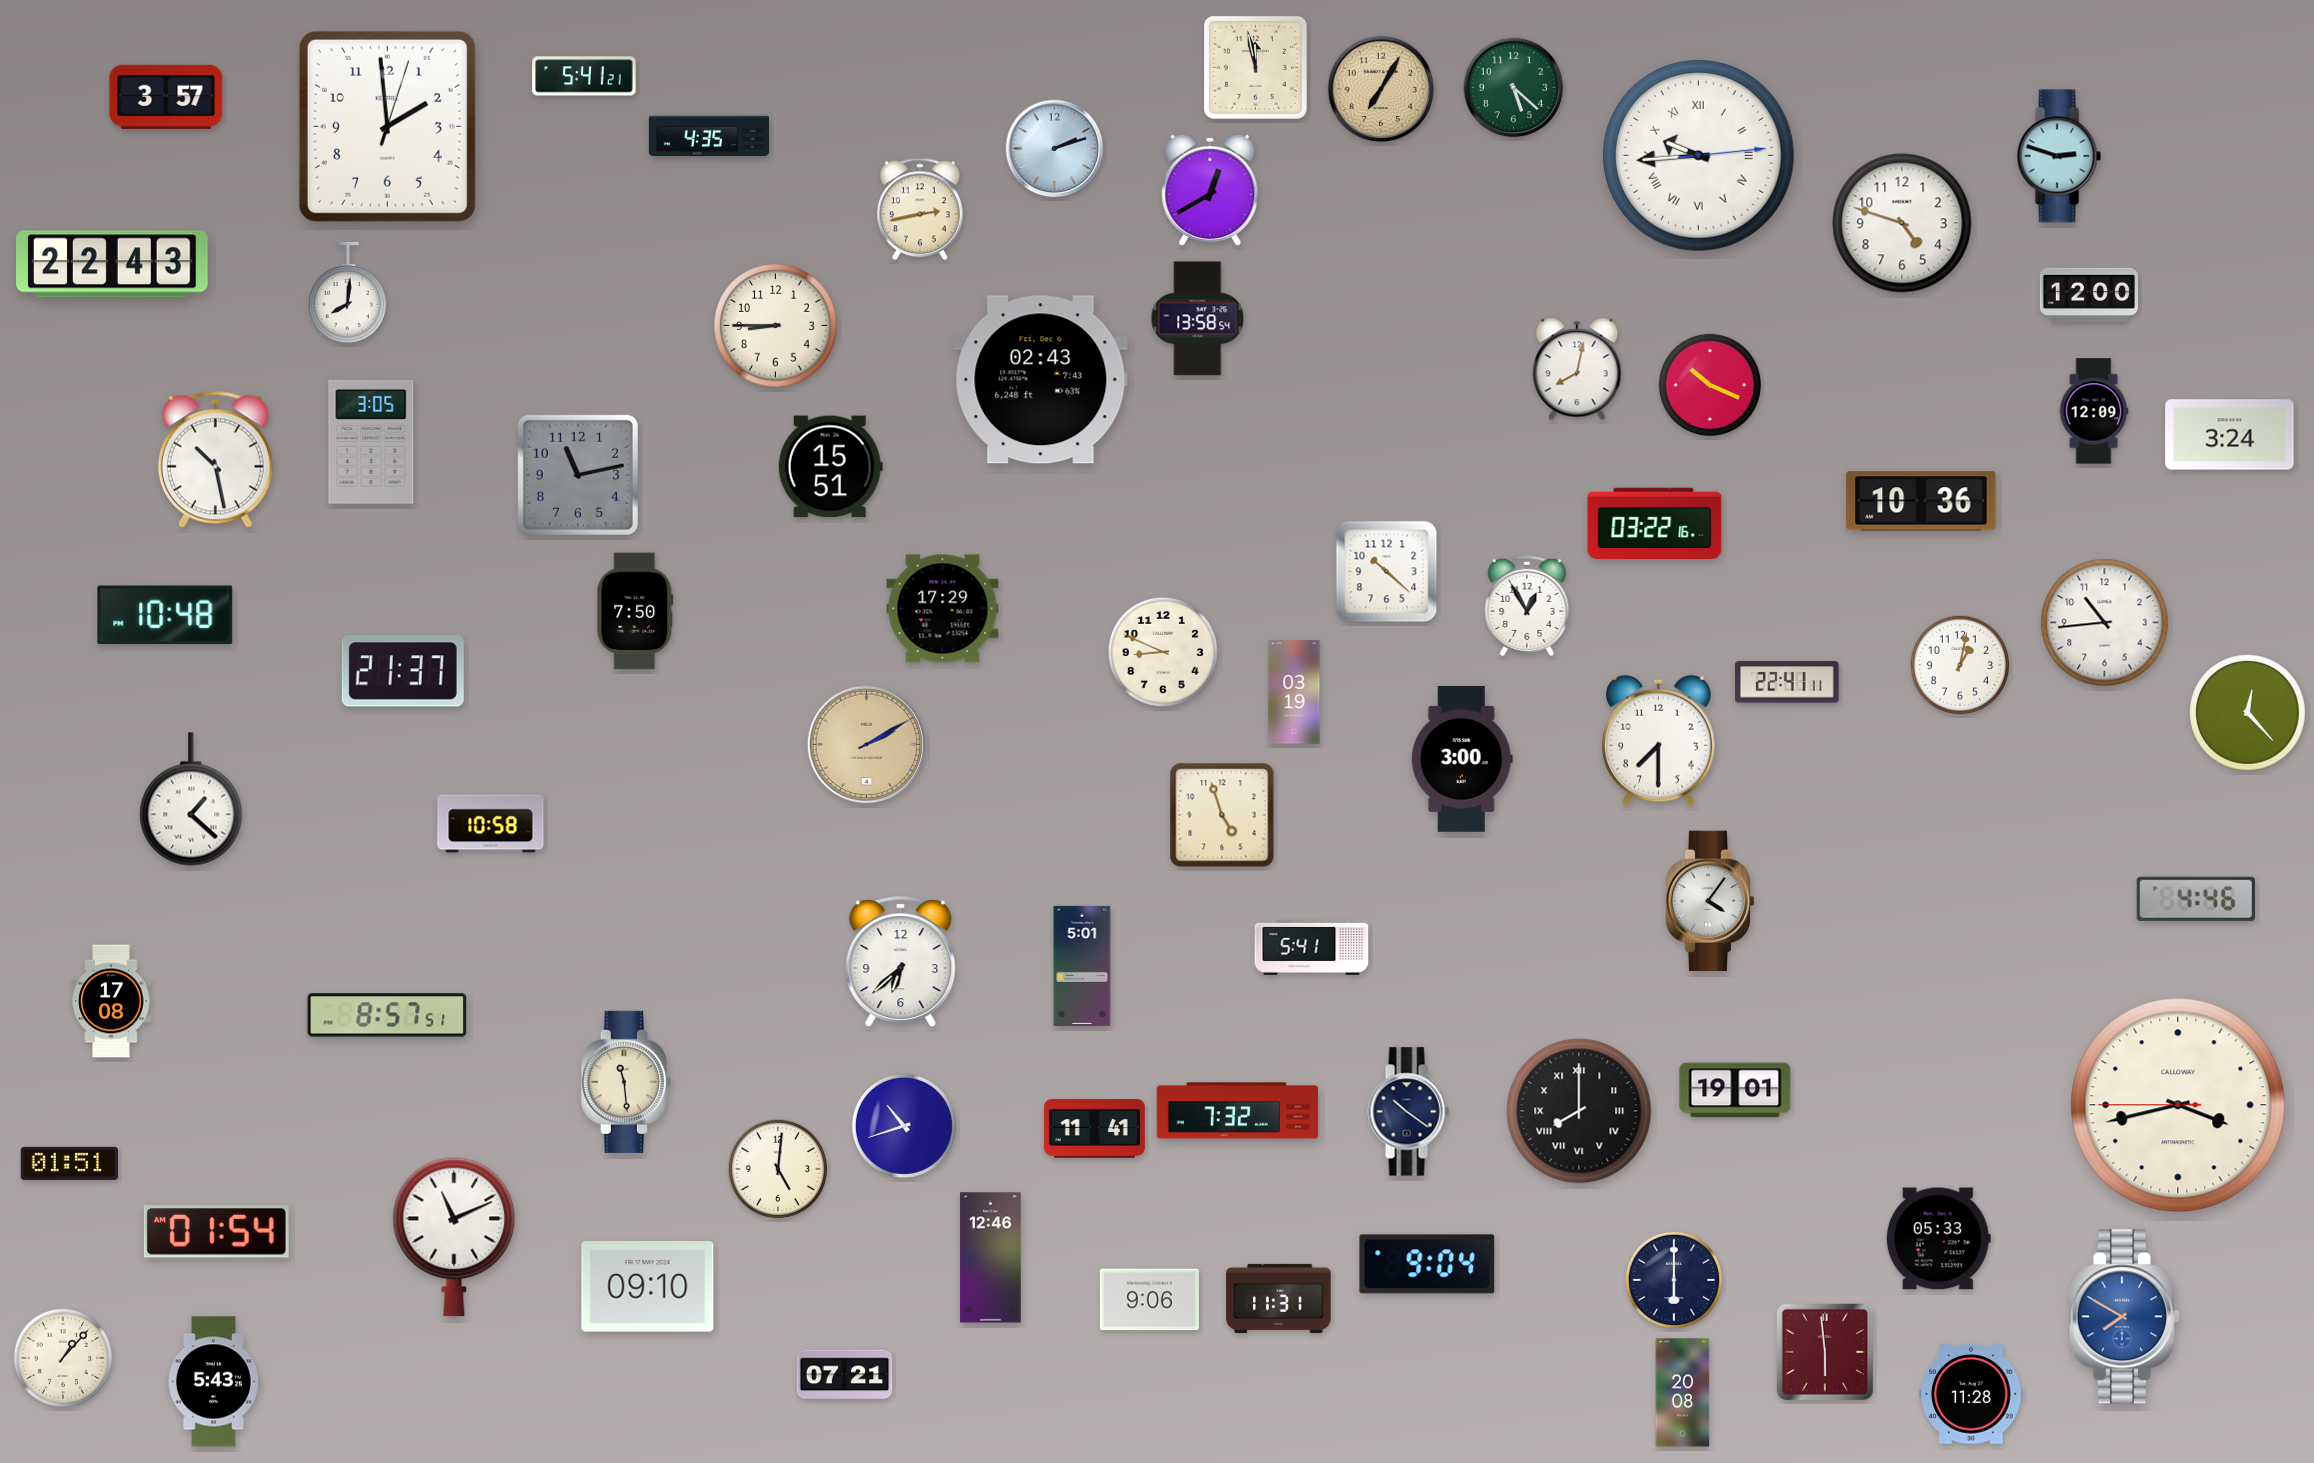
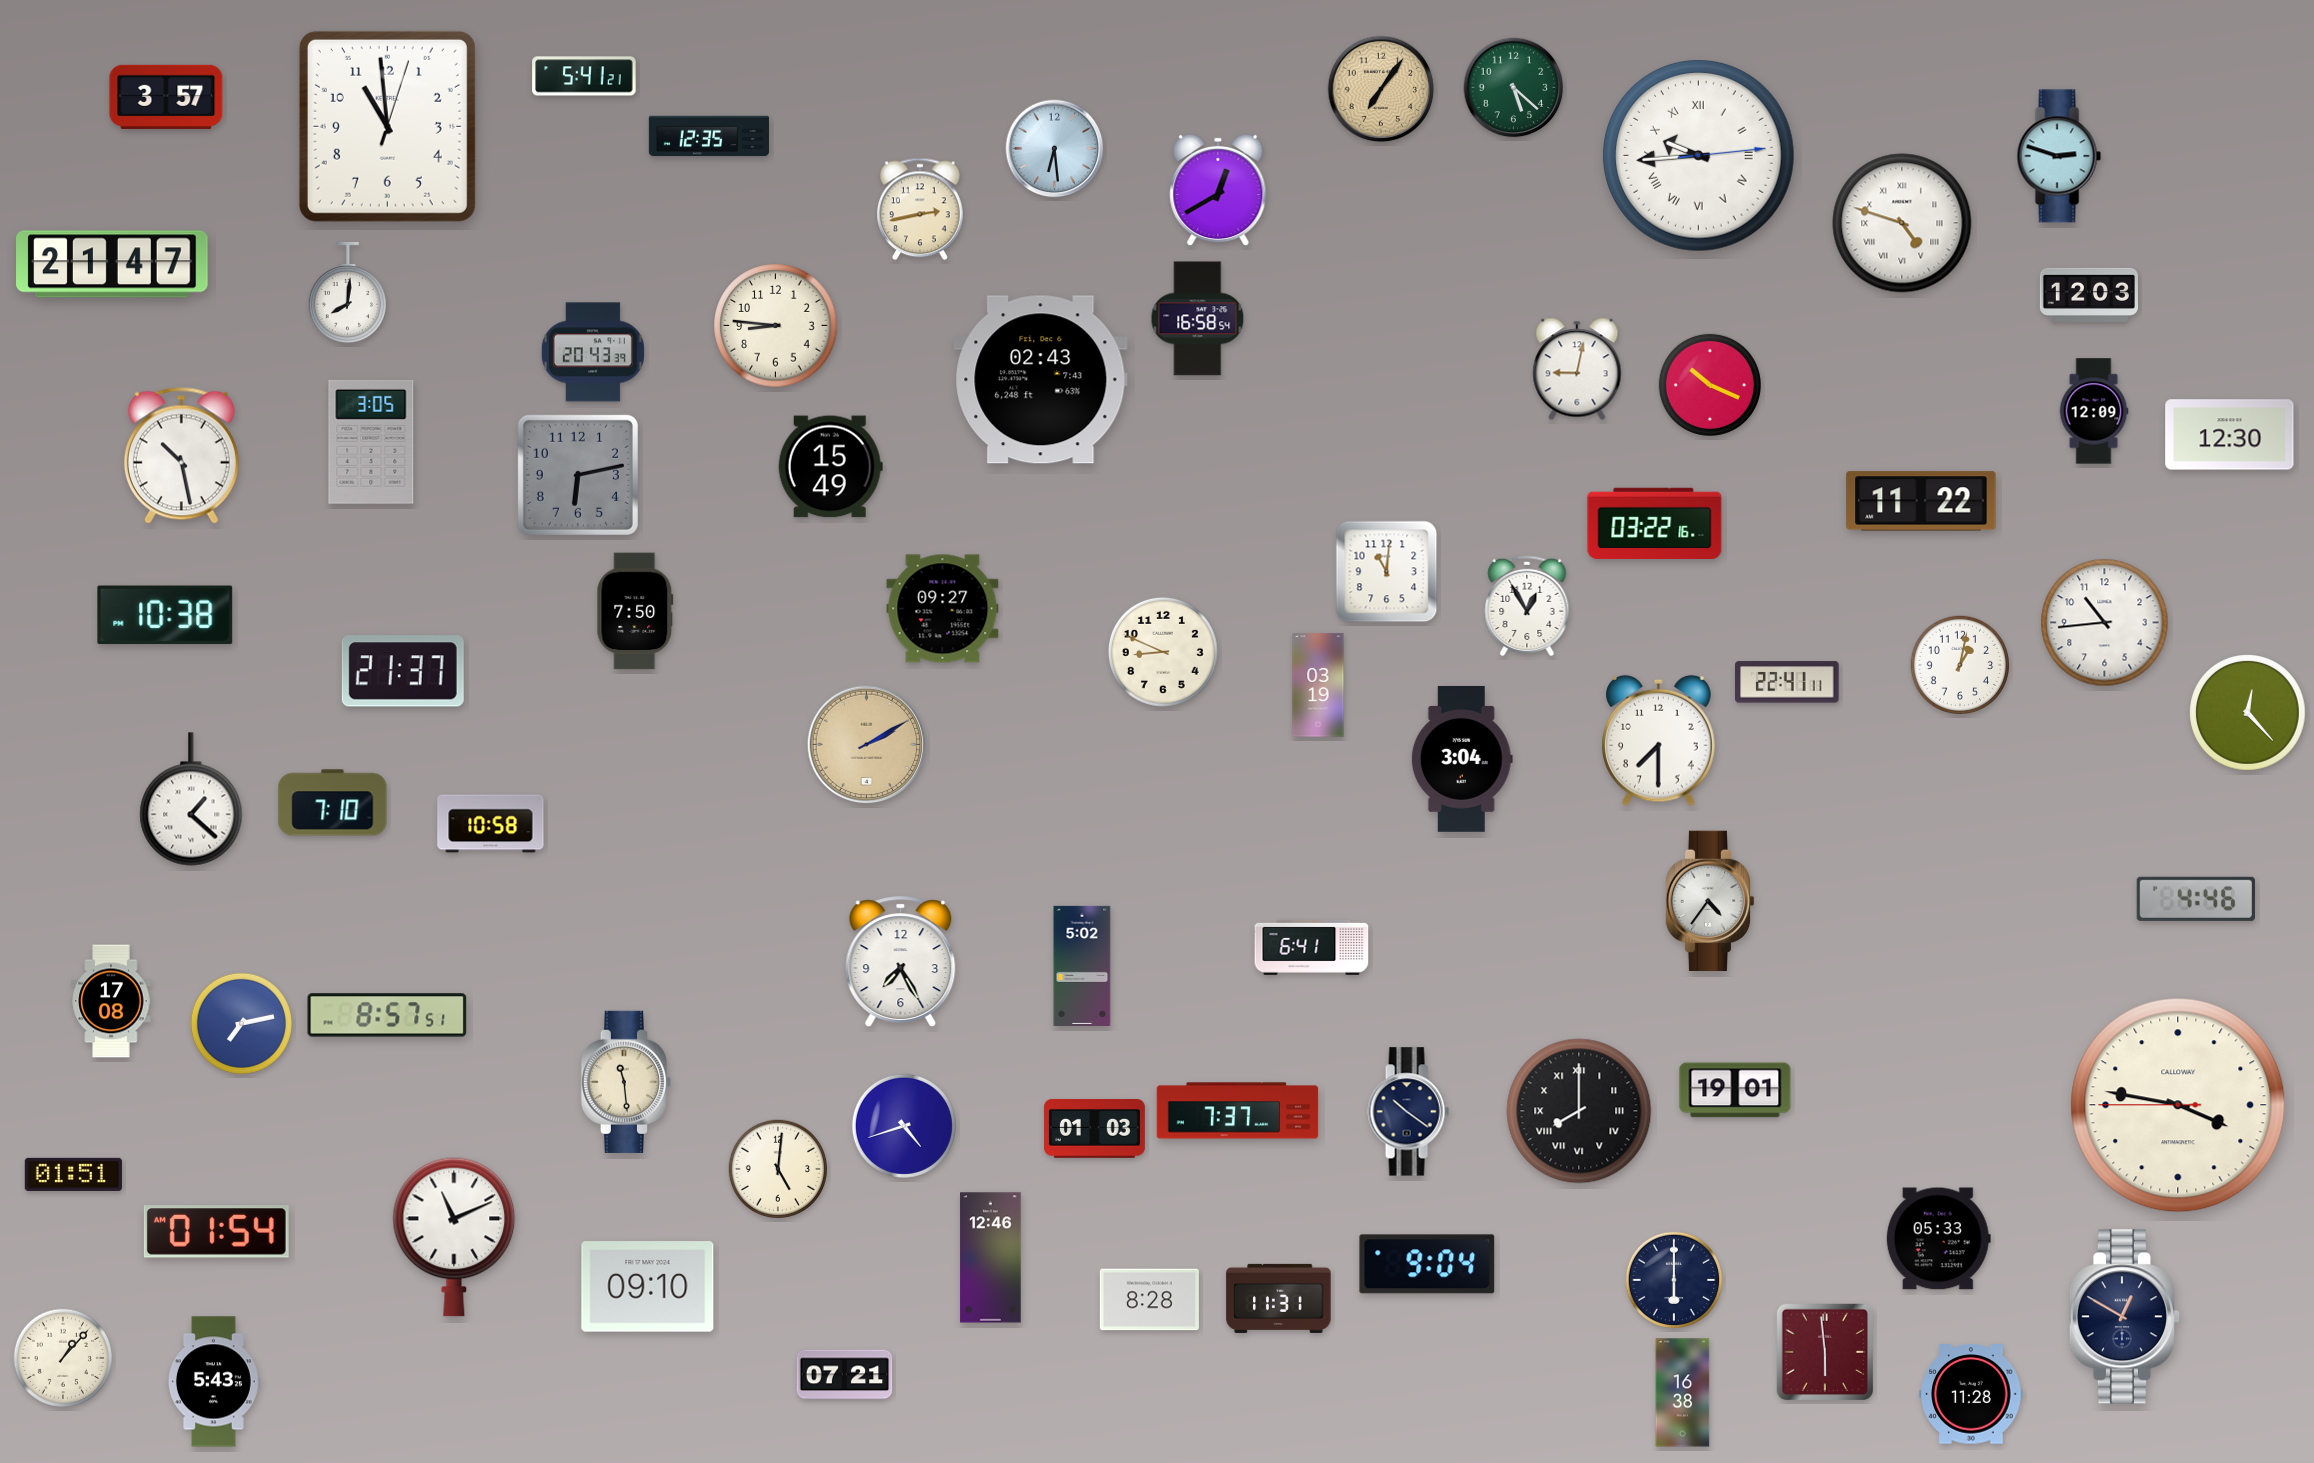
clock at (1255, 67): 11:58 -> none
clock at (1381, 89): 7:05 -> 7:06
clock at (387, 126): 1:59 -> 10:59
clock at (709, 136): 4:35 -> 12:35
clock at (1055, 149): 2:12 -> 6:29
clock at (1210, 190) position: (1210, 190) -> (1218, 190)
clock at (1902, 223) numerals: Arabic -> Roman
clock at (112, 264): 22:43 -> 21:47
clock at (2089, 295): 12:00 -> 12:03
clock at (1198, 319): 13:58 -> 16:58
clock at (776, 326): 8:45 -> 8:46
clock at (593, 352): none -> 20:43
clock at (1577, 369): 8:02 -> 9:02
clock at (2230, 435): 3:24 -> 12:30
clock at (215, 459) position: (215, 459) -> (181, 455)
clock at (830, 467): 15:51 -> 15:49
clock at (578, 475): 11:13 -> 6:13
clock at (1921, 501): 10:36 -> 11:22
clock at (1387, 572): 10:22 -> 11:01
clock at (943, 609): 17:29 -> 09:27
clock at (165, 615): 10:48 -> 10:38
clock at (1294, 692) position: (1294, 692) -> (1318, 685)
clock at (1462, 759): 3:00 -> 3:04
clock at (333, 803): none -> 7:10
clock at (1222, 815): 4:57 -> none
clock at (1710, 900): 4:06 -> 4:36
clock at (1312, 947): 5:41 -> 6:41
clock at (901, 962): 6:38 -> 7:25
clock at (1082, 966): 5:01 -> 5:02
clock at (241, 1023): none -> 7:13
clock at (2178, 1105): 3:42 -> 3:46
clock at (1238, 1111): 7:32 -> 7:37
clock at (904, 1126): 10:42 -> 4:42
clock at (1094, 1129): 11:41 -> 01:03
clock at (69, 1163) position: (69, 1163) -> (73, 1174)
clock at (1149, 1300): 9:06 -> 8:28
clock at (2125, 1317): 7:50 -> 12:50
clock at (2125, 1317) dial: blue -> navy
clock at (1683, 1393): 20:08 -> 16:38
